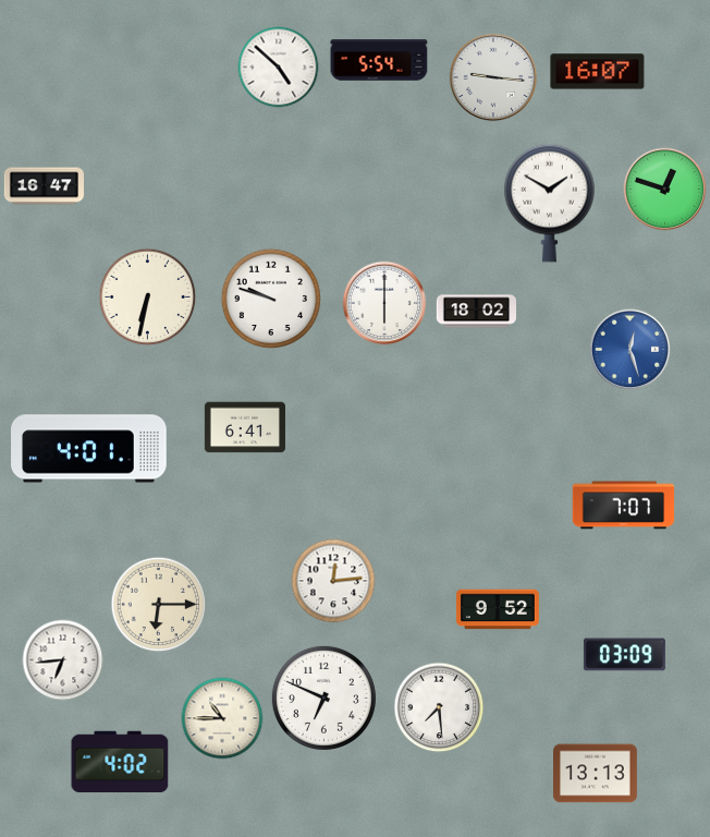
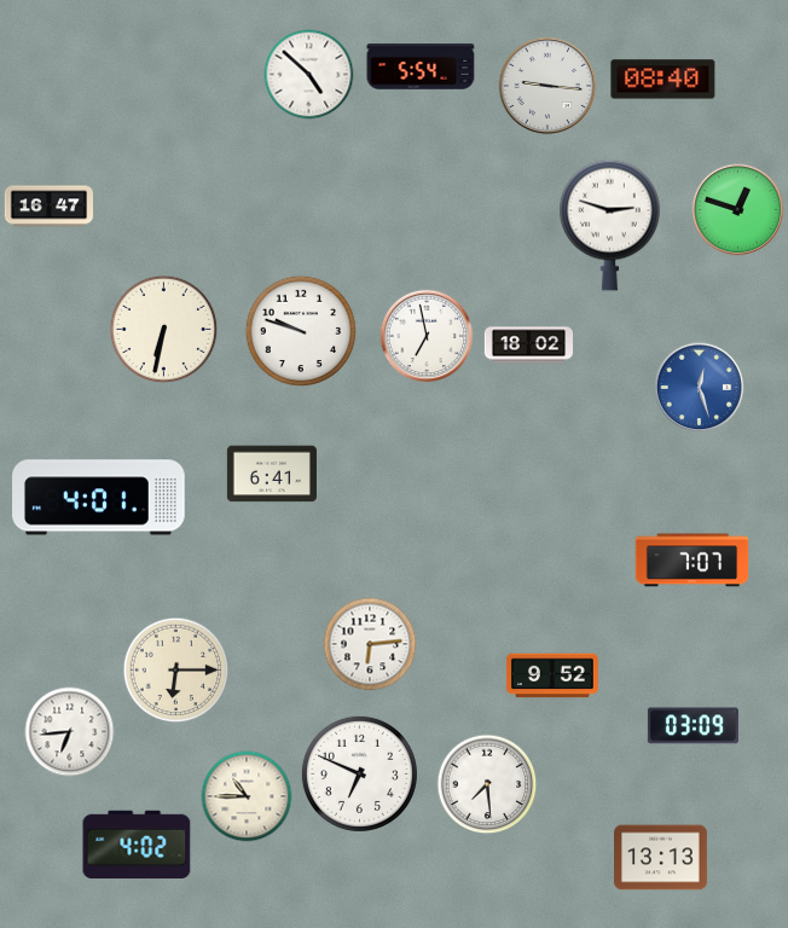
clock at (598, 72): 16:07 -> 08:40
clock at (550, 203): 1:50 -> 2:48
clock at (384, 303): 6:00 -> 6:58
clock at (333, 581): 12:14 -> 6:14
clock at (120, 762) position: (120, 762) -> (137, 845)
